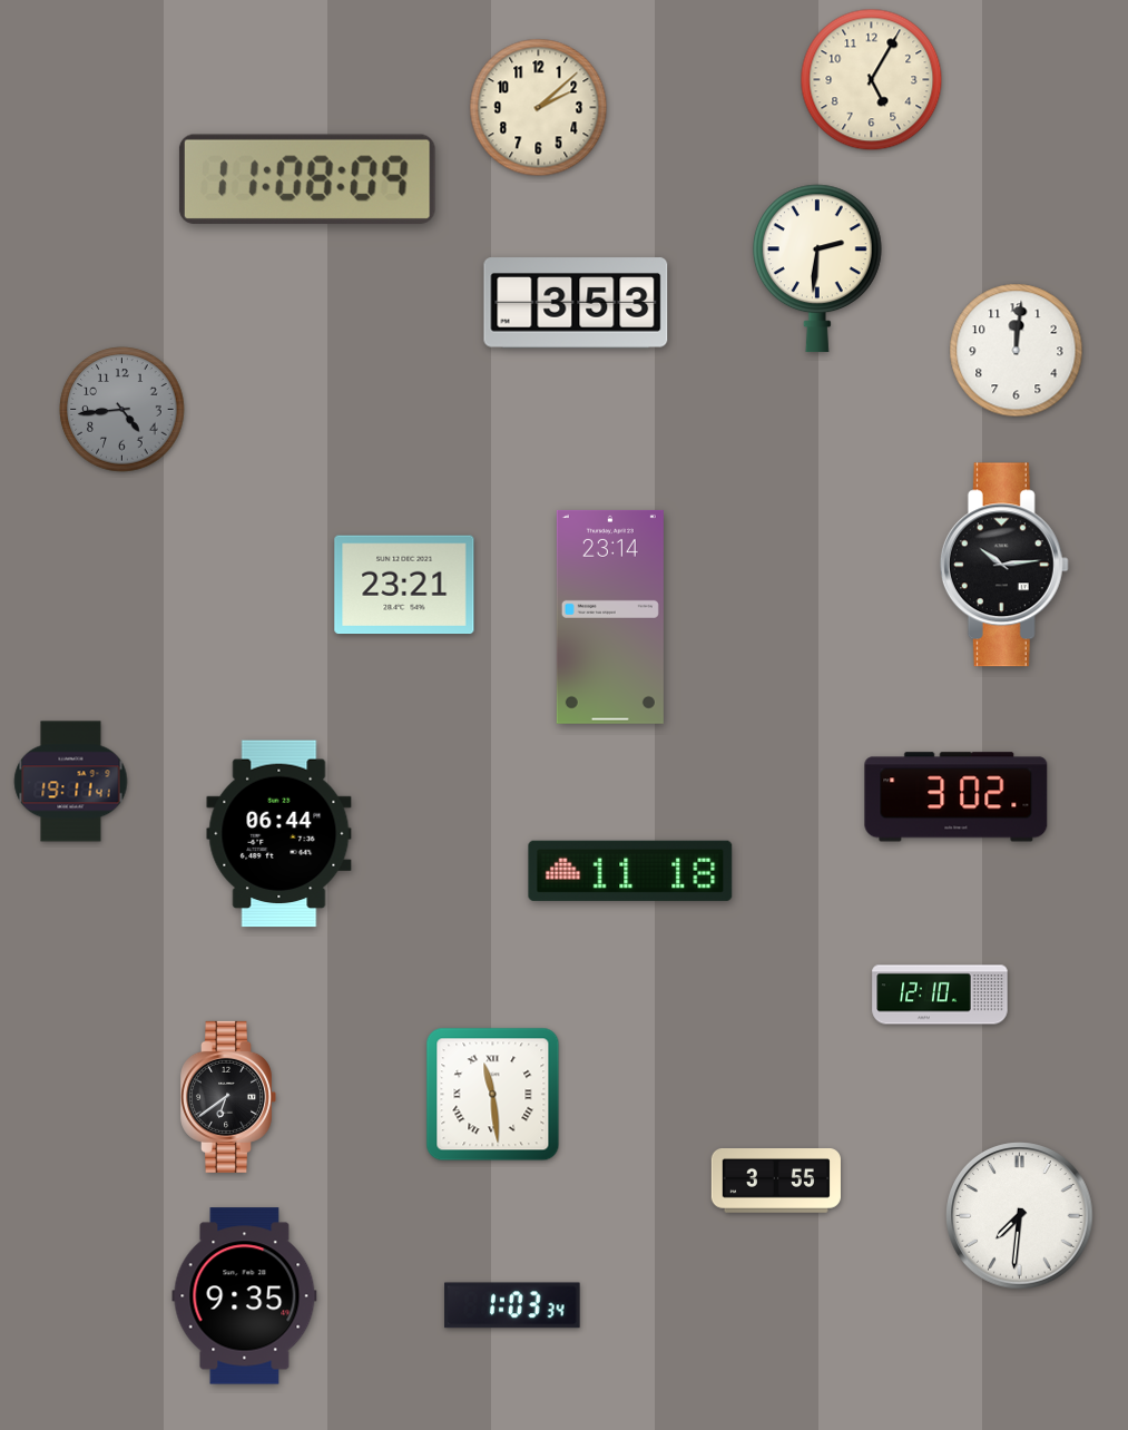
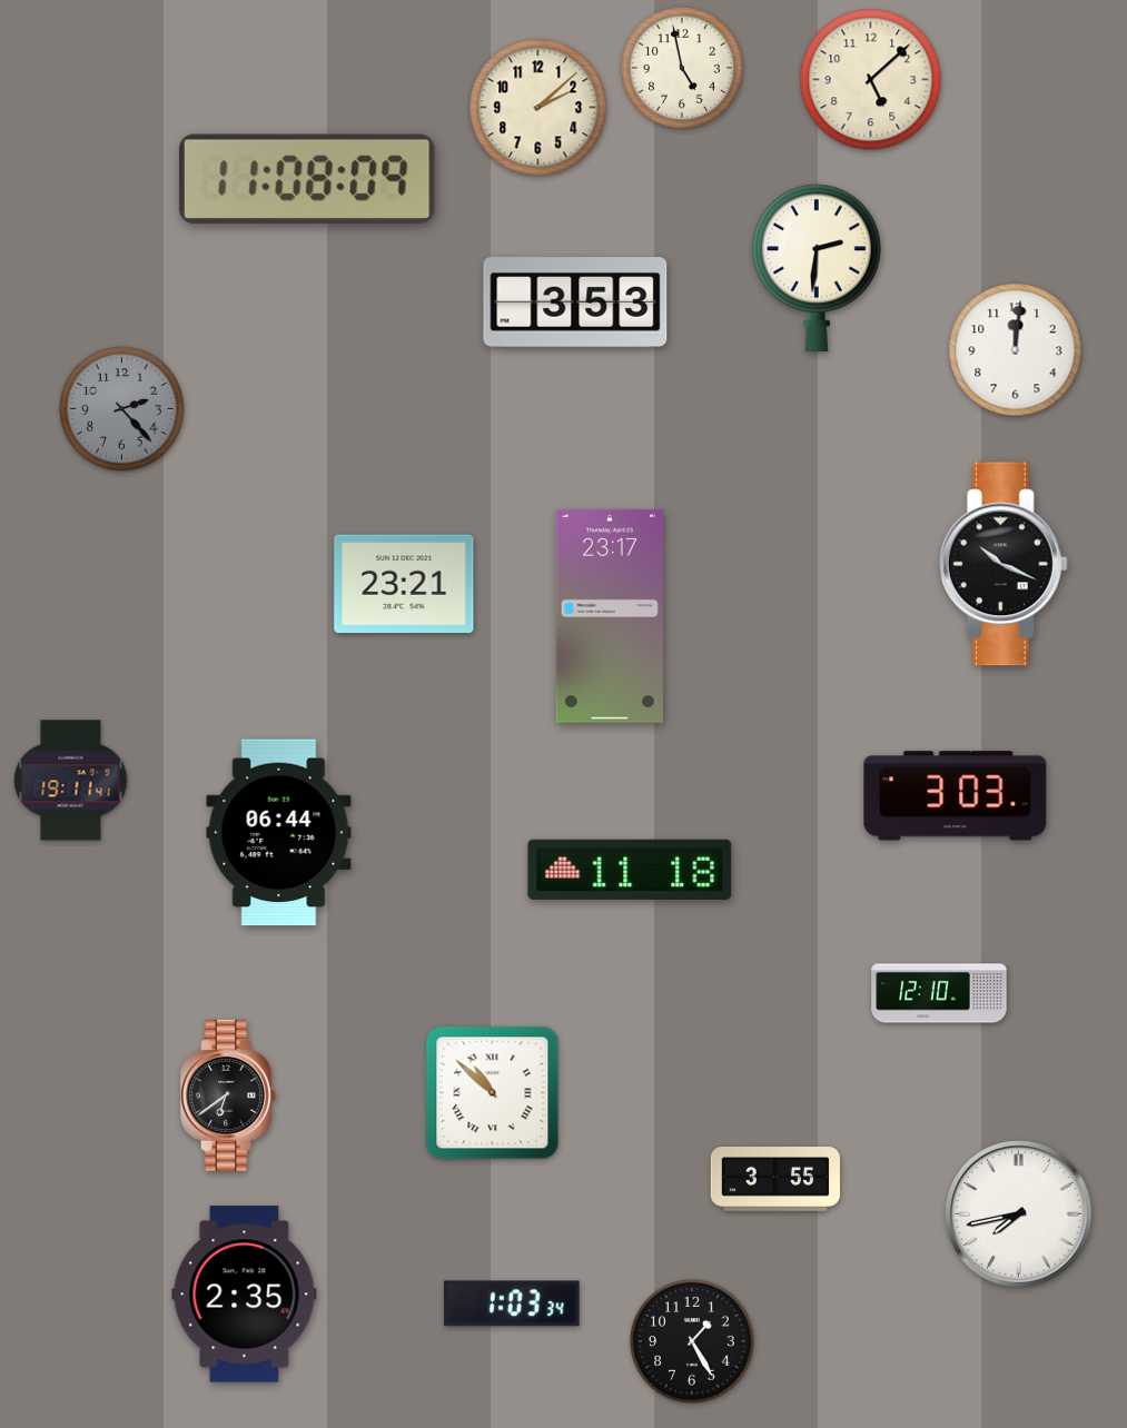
clock at (683, 69): none -> 4:58
clock at (872, 80): 5:05 -> 5:08
clock at (122, 410): 4:44 -> 2:23
clock at (1004, 565): 10:14 -> 10:19
clock at (610, 617): 23:14 -> 23:17
clock at (957, 797): 3:02 -> 3:03
clock at (493, 1095): 11:29 -> 10:52
clock at (1020, 1216): 7:31 -> 7:43
clock at (245, 1296): 9:35 -> 2:35
clock at (692, 1341): none -> 1:25
